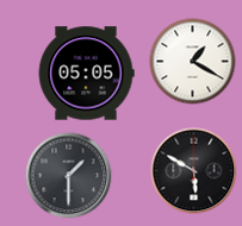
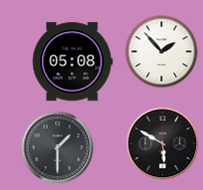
clock at (193, 62): 1:20 -> 1:53
clock at (86, 74): 05:05 -> 05:08
